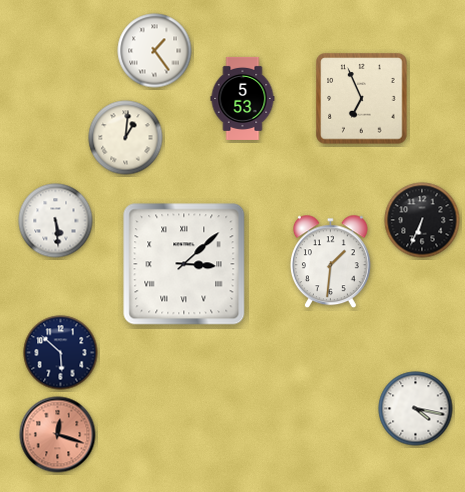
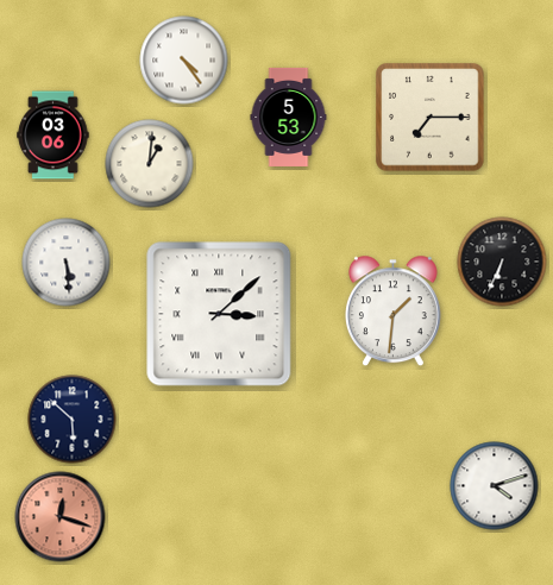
clock at (155, 51): 1:24 -> 4:24
clock at (362, 99): 6:56 -> 7:15
clock at (54, 136): none -> 03:06
clock at (416, 409): 4:17 -> 4:12
clock at (58, 435) position: (58, 435) -> (61, 517)
